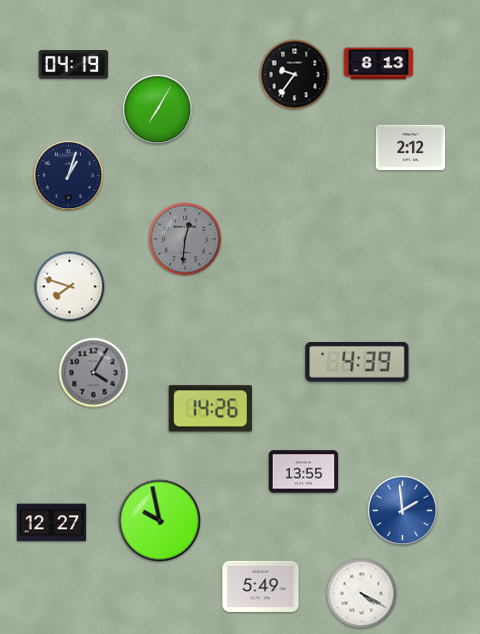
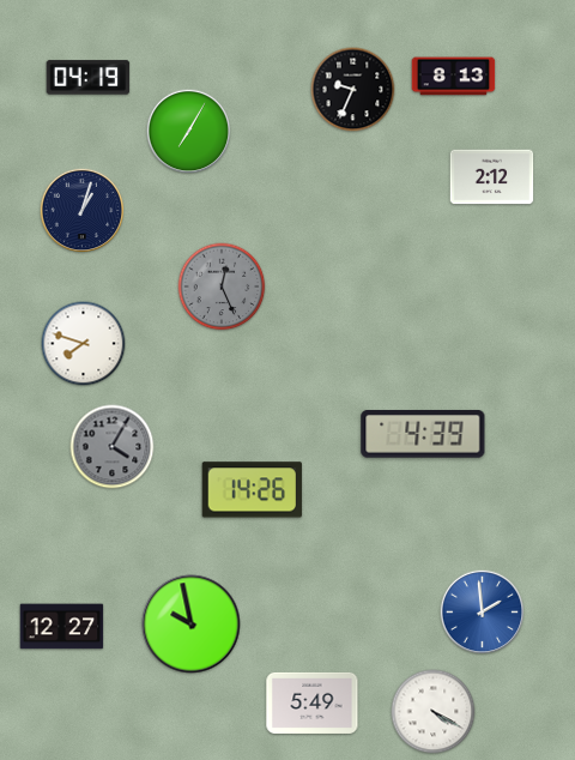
clock at (295, 75): 9:36 -> 9:34
clock at (185, 239): 12:31 -> 12:26
clock at (357, 363) position: (357, 363) -> (423, 435)
clock at (304, 472): 13:55 -> none
